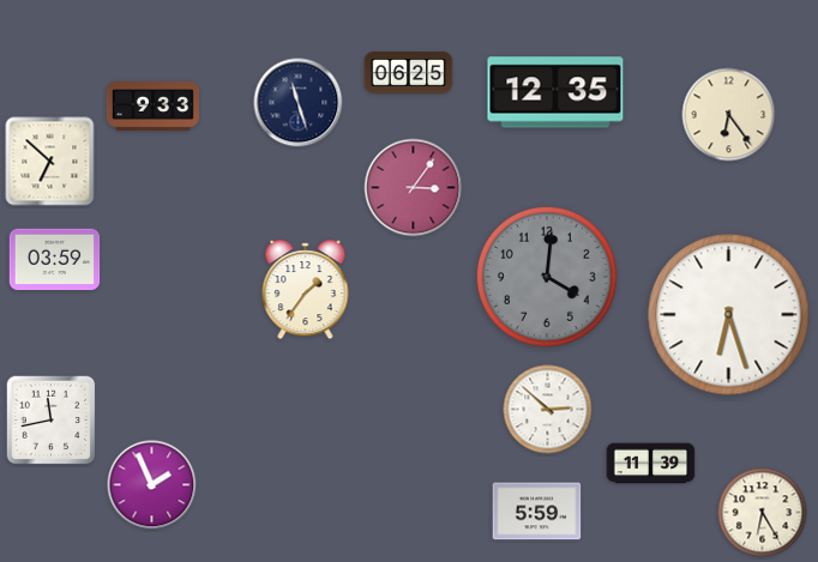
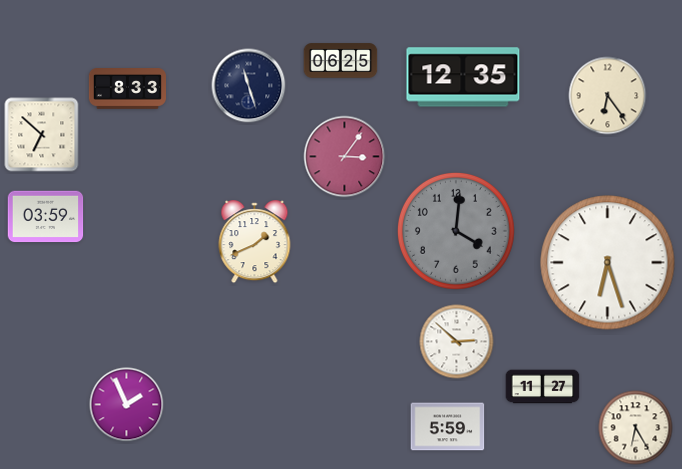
clock at (152, 107): 9:33 -> 8:33
clock at (306, 290): 1:36 -> 1:41
clock at (52, 421): 11:43 -> none
clock at (651, 464): 11:39 -> 11:27
